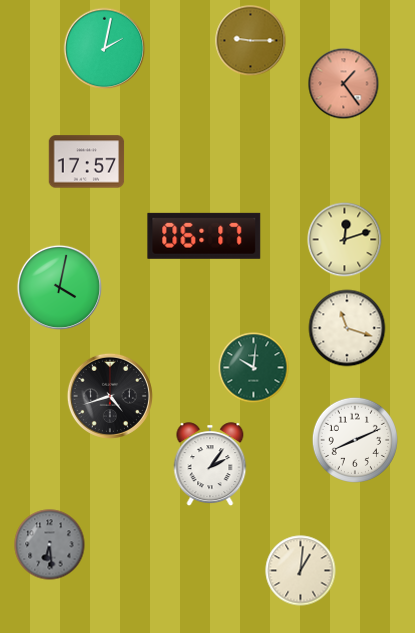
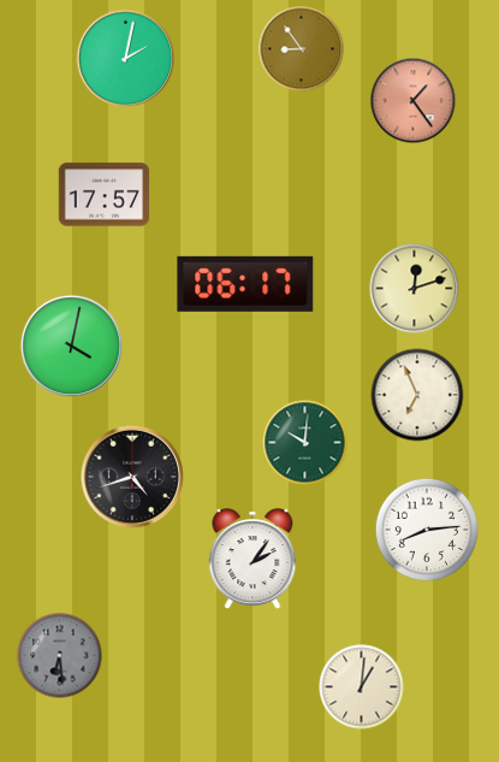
clock at (251, 41): 9:15 -> 8:54
clock at (347, 328): 11:18 -> 6:56
clock at (354, 439): 8:11 -> 8:14
